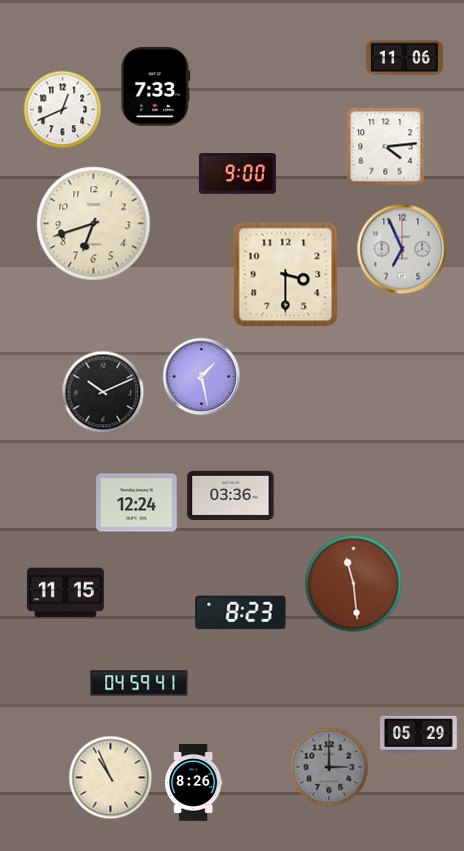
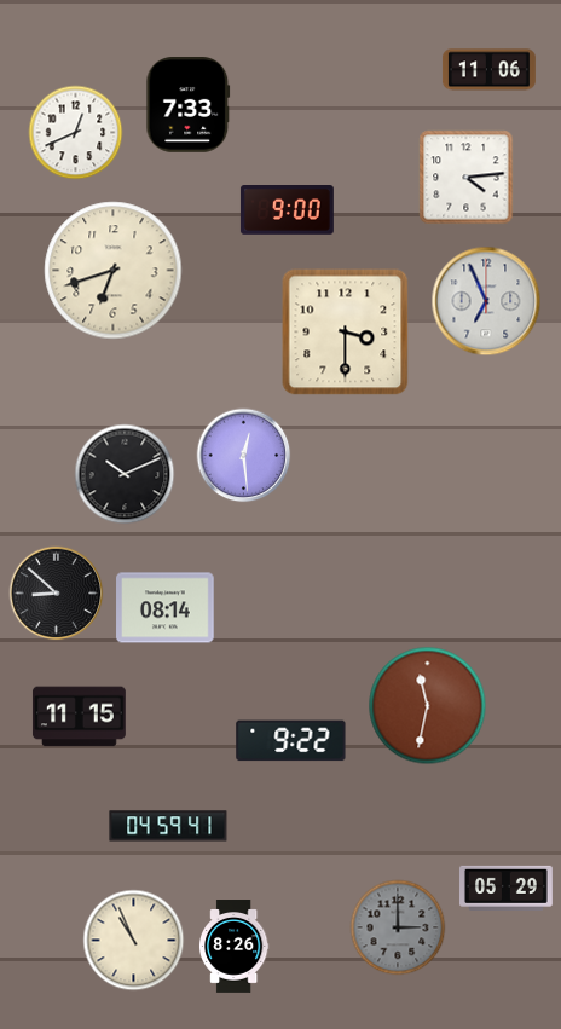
clock at (201, 376): 1:28 -> 12:29
clock at (56, 592): none -> 8:52
clock at (231, 495): 03:36 -> none
clock at (137, 503): 12:24 -> 08:14
clock at (353, 583): 11:29 -> 11:32
clock at (241, 613): 8:23 -> 9:22
